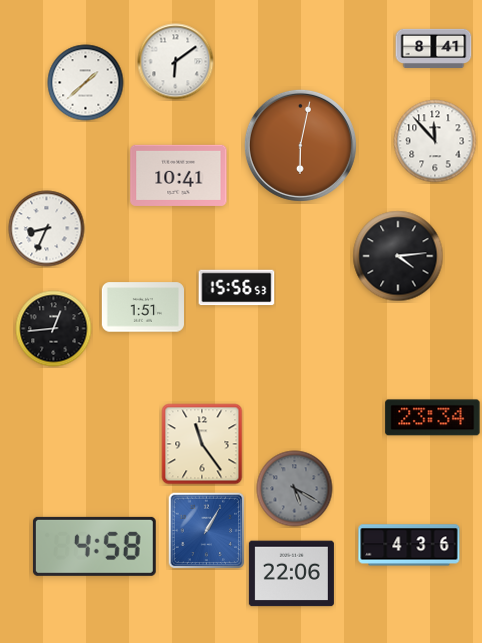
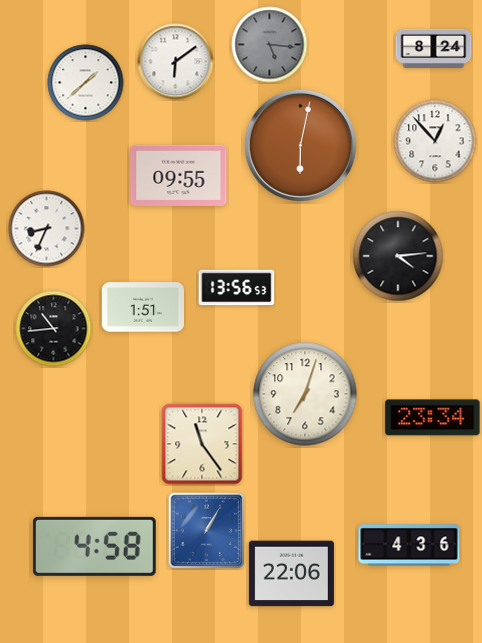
clock at (270, 45): none -> 5:16
clock at (434, 48): 8:41 -> 8:24
clock at (435, 141): 11:53 -> 12:53
clock at (179, 175): 10:41 -> 09:55
clock at (237, 288): 15:56 -> 13:56
clock at (54, 329): 12:44 -> 10:44
clock at (305, 394): none -> 7:03
clock at (295, 489): 5:20 -> none
